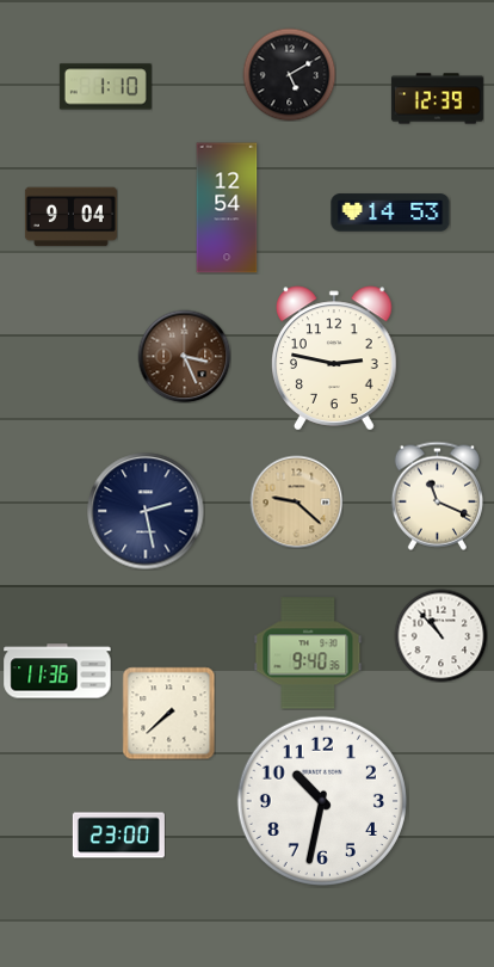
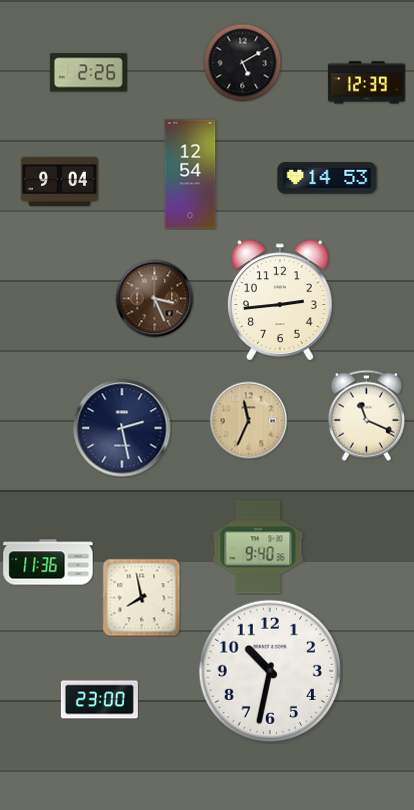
clock at (105, 87): 1:10 -> 2:26
clock at (335, 358): 2:47 -> 2:44
clock at (296, 501): 9:22 -> 11:34
clock at (440, 635): 10:53 -> none
clock at (168, 713): 7:38 -> 7:58
